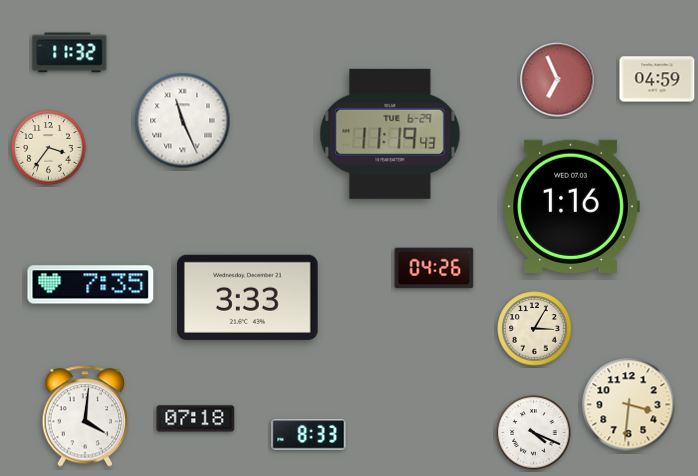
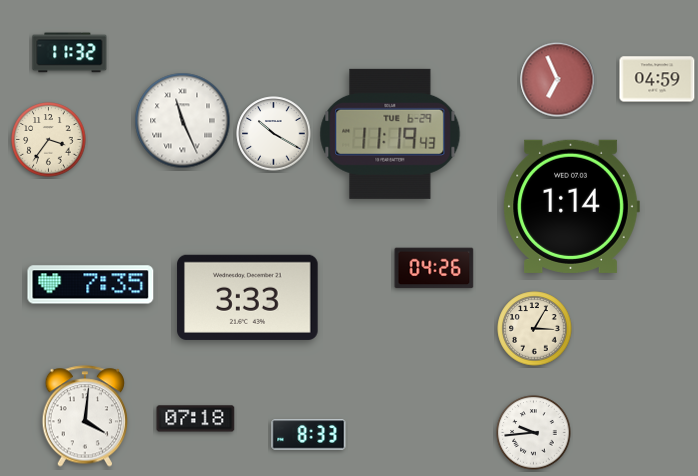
clock at (274, 134): none -> 10:20
clock at (49, 148) position: (49, 148) -> (49, 140)
clock at (571, 206): 1:16 -> 1:14
clock at (629, 405): 3:31 -> none
clock at (534, 433): 4:19 -> 9:44
